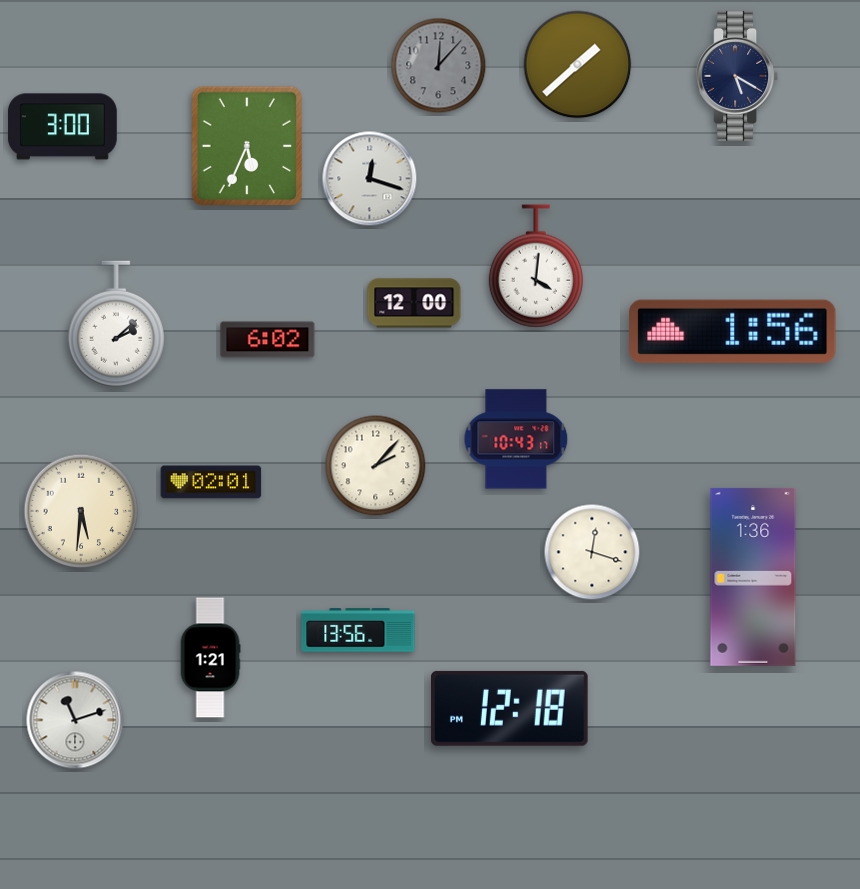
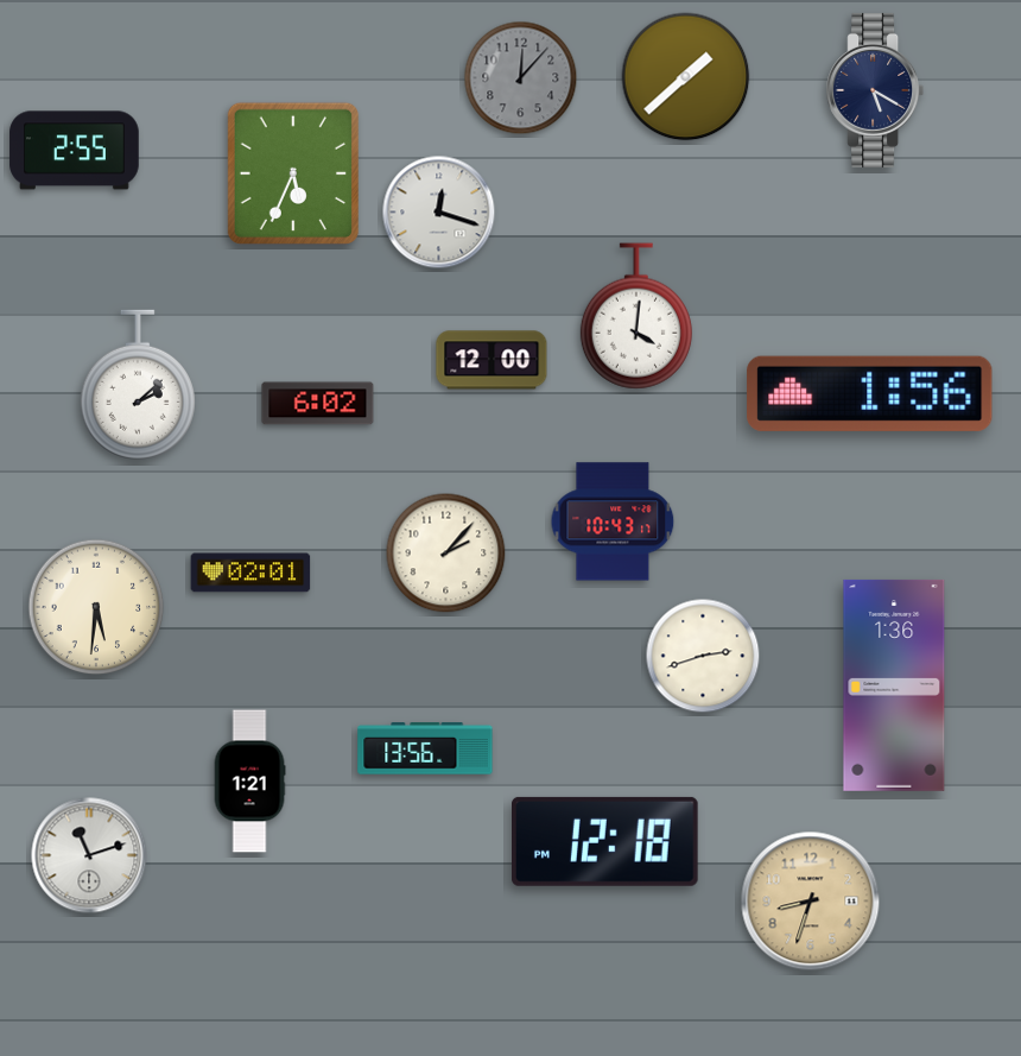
clock at (63, 127): 3:00 -> 2:55
clock at (592, 552): 12:18 -> 2:42
clock at (811, 902): none -> 8:33
